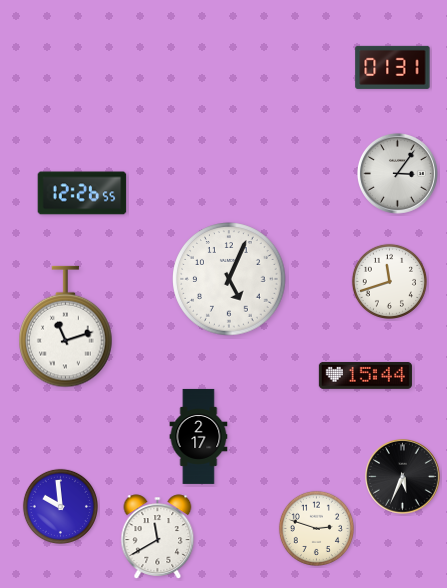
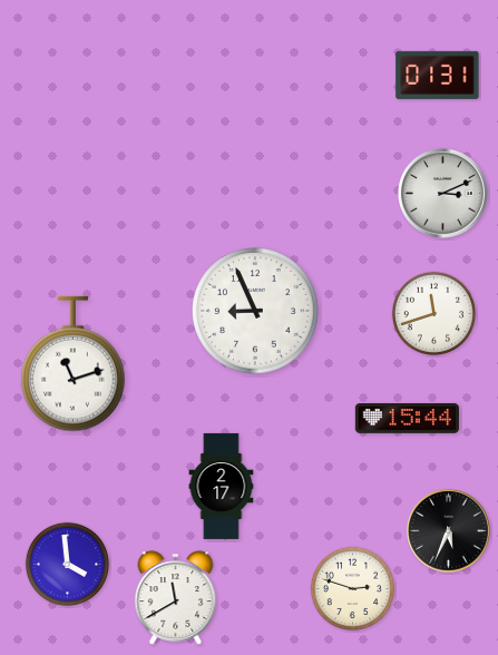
clock at (398, 174): 3:06 -> 3:11
clock at (82, 193): 12:26 -> none
clock at (229, 279): 5:04 -> 8:56
clock at (60, 506): 9:59 -> 3:59
